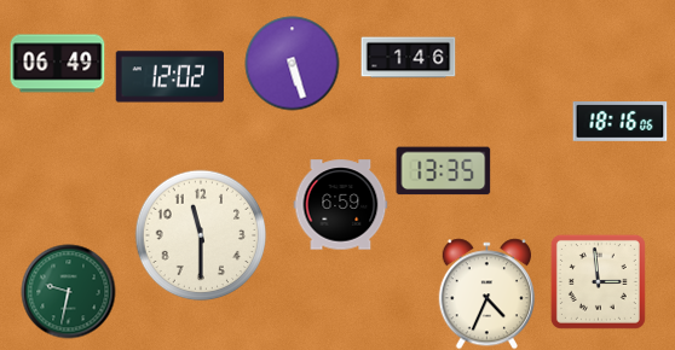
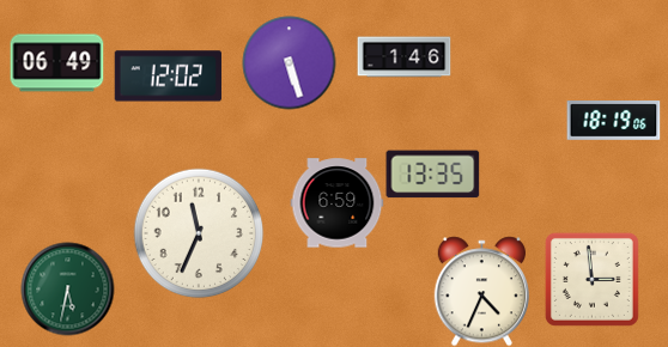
clock at (619, 122): 18:16 -> 18:19
clock at (443, 171) position: (443, 171) -> (432, 175)
clock at (201, 235): 11:30 -> 11:34
clock at (68, 291): 9:32 -> 5:32
